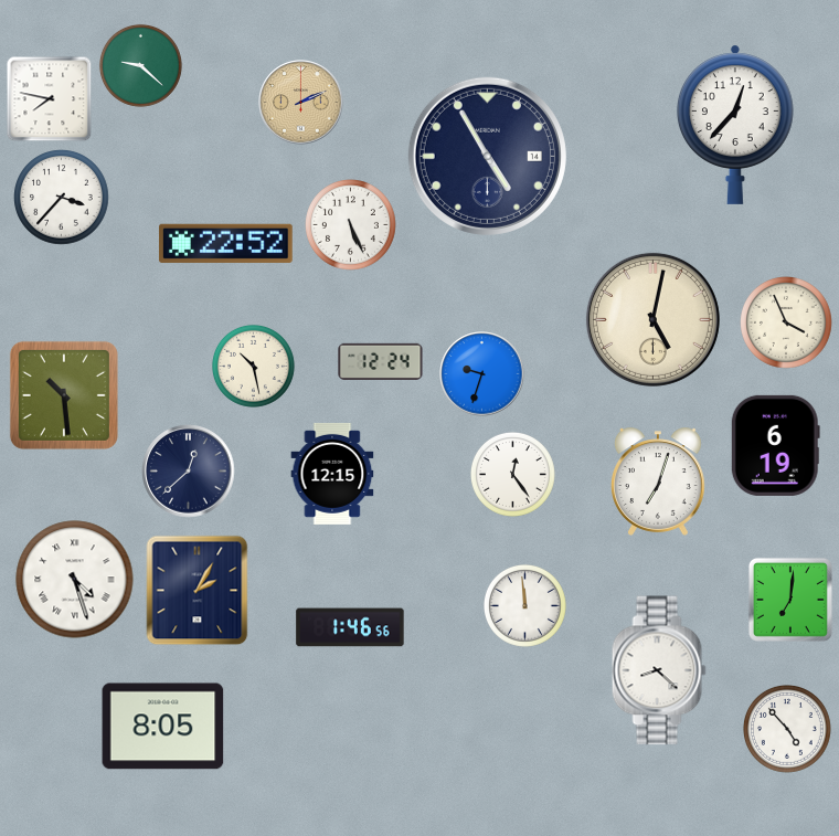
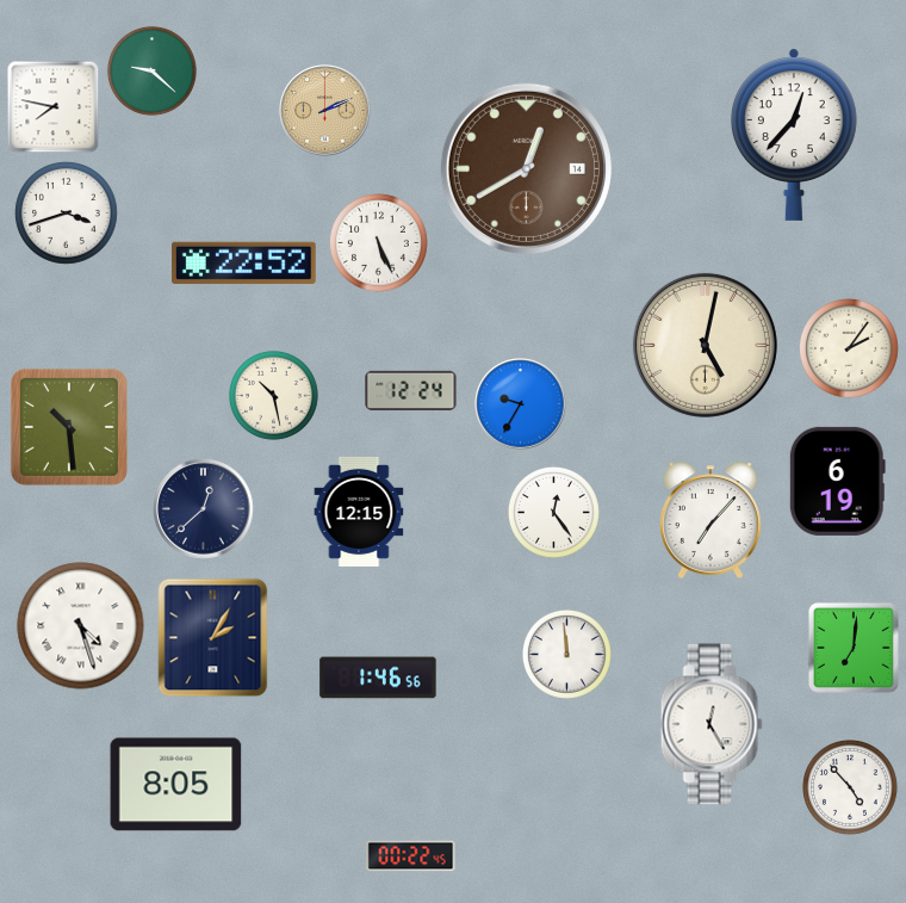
clock at (487, 156): 4:55 -> 12:40
clock at (487, 156) dial: navy -> brown
clock at (62, 198): 3:37 -> 3:42
clock at (787, 324): 3:56 -> 2:06
clock at (482, 374): 9:33 -> 9:35
clock at (658, 482): 7:03 -> 7:07
clock at (659, 670): 8:22 -> 12:25
clock at (411, 856): none -> 00:22
